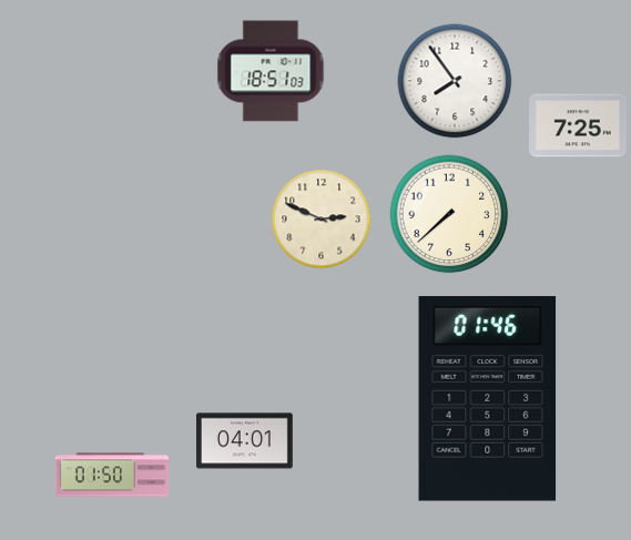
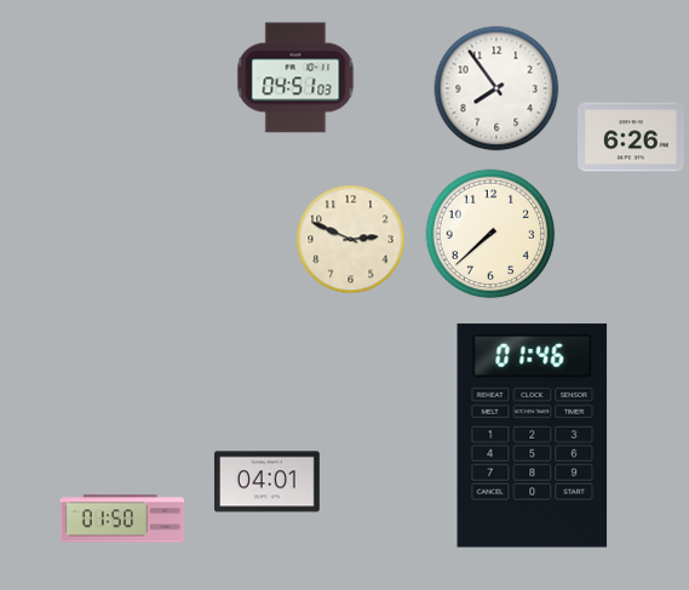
clock at (271, 71): 18:51 -> 04:51
clock at (578, 125): 7:25 -> 6:26
